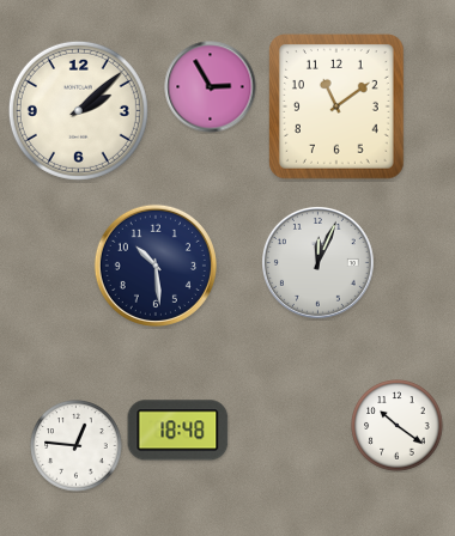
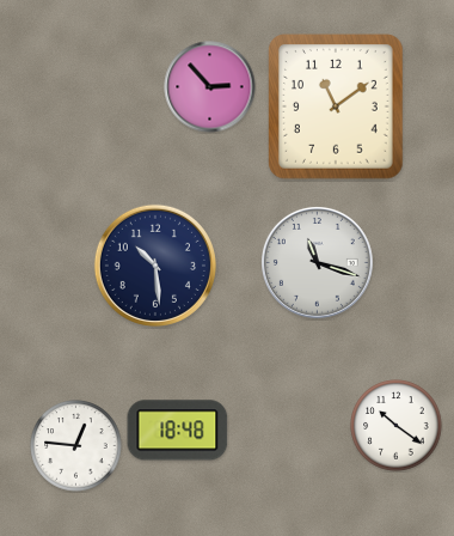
clock at (211, 87): 2:55 -> 2:53
clock at (78, 110): 2:08 -> none
clock at (317, 262): 12:04 -> 11:18
